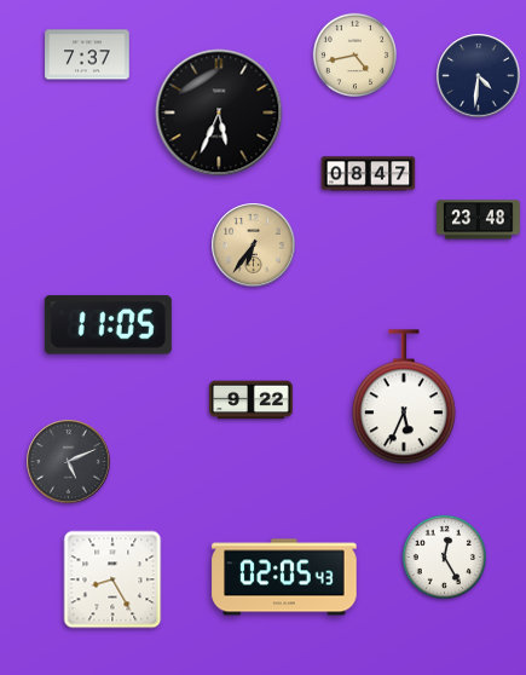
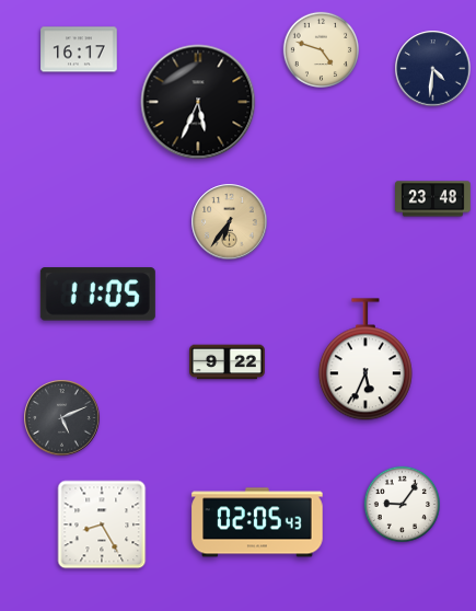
clock at (87, 54): 7:37 -> 16:17
clock at (354, 54): 4:43 -> 4:48
clock at (369, 174): 08:47 -> none
clock at (444, 556): 12:25 -> 9:06
